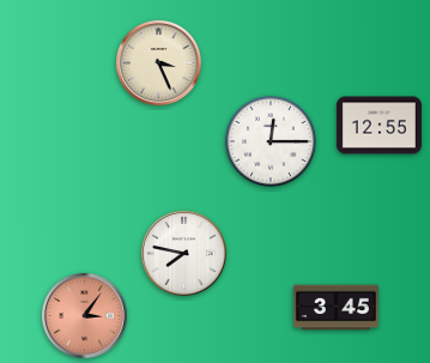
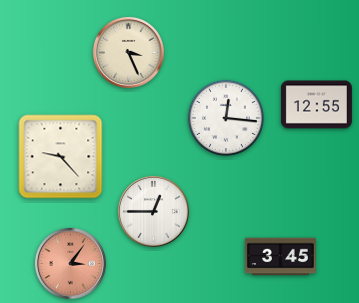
clock at (158, 62) position: (158, 62) -> (128, 52)
clock at (271, 141): 12:15 -> 12:16
clock at (61, 157): none -> 9:23
clock at (183, 253): 7:47 -> 12:45
